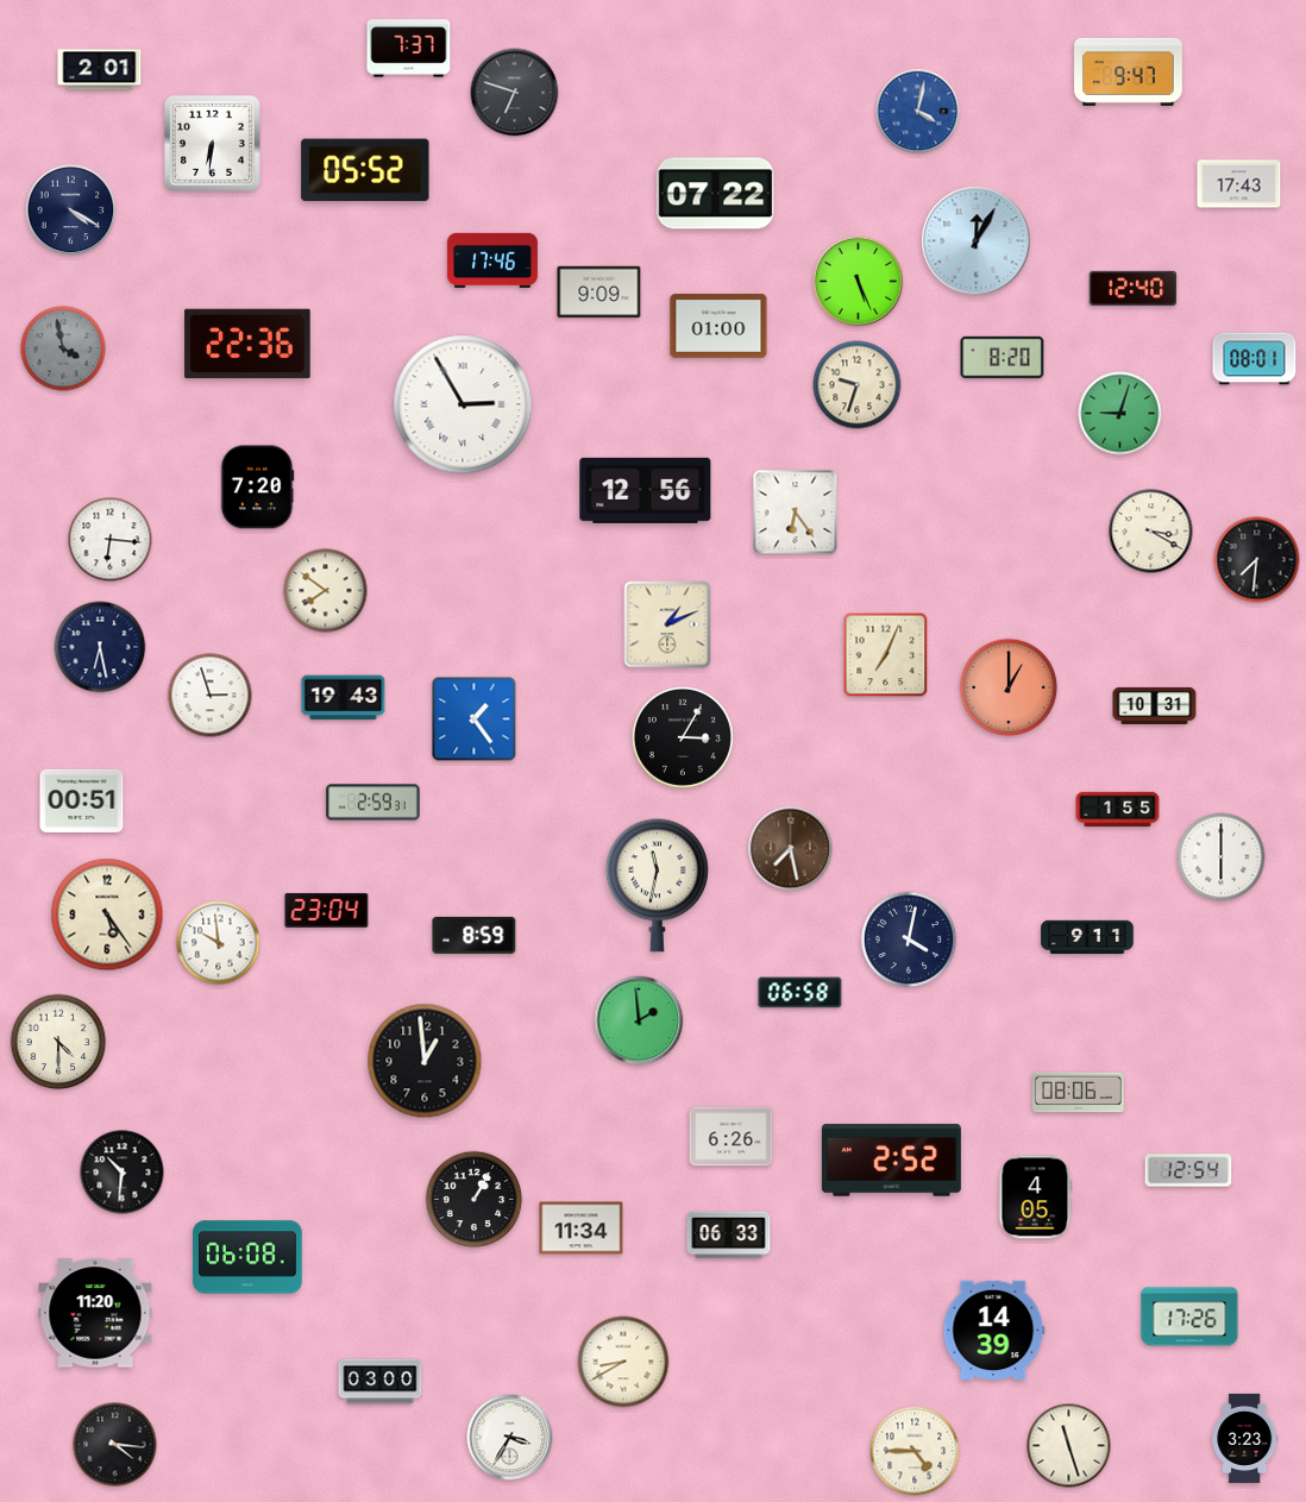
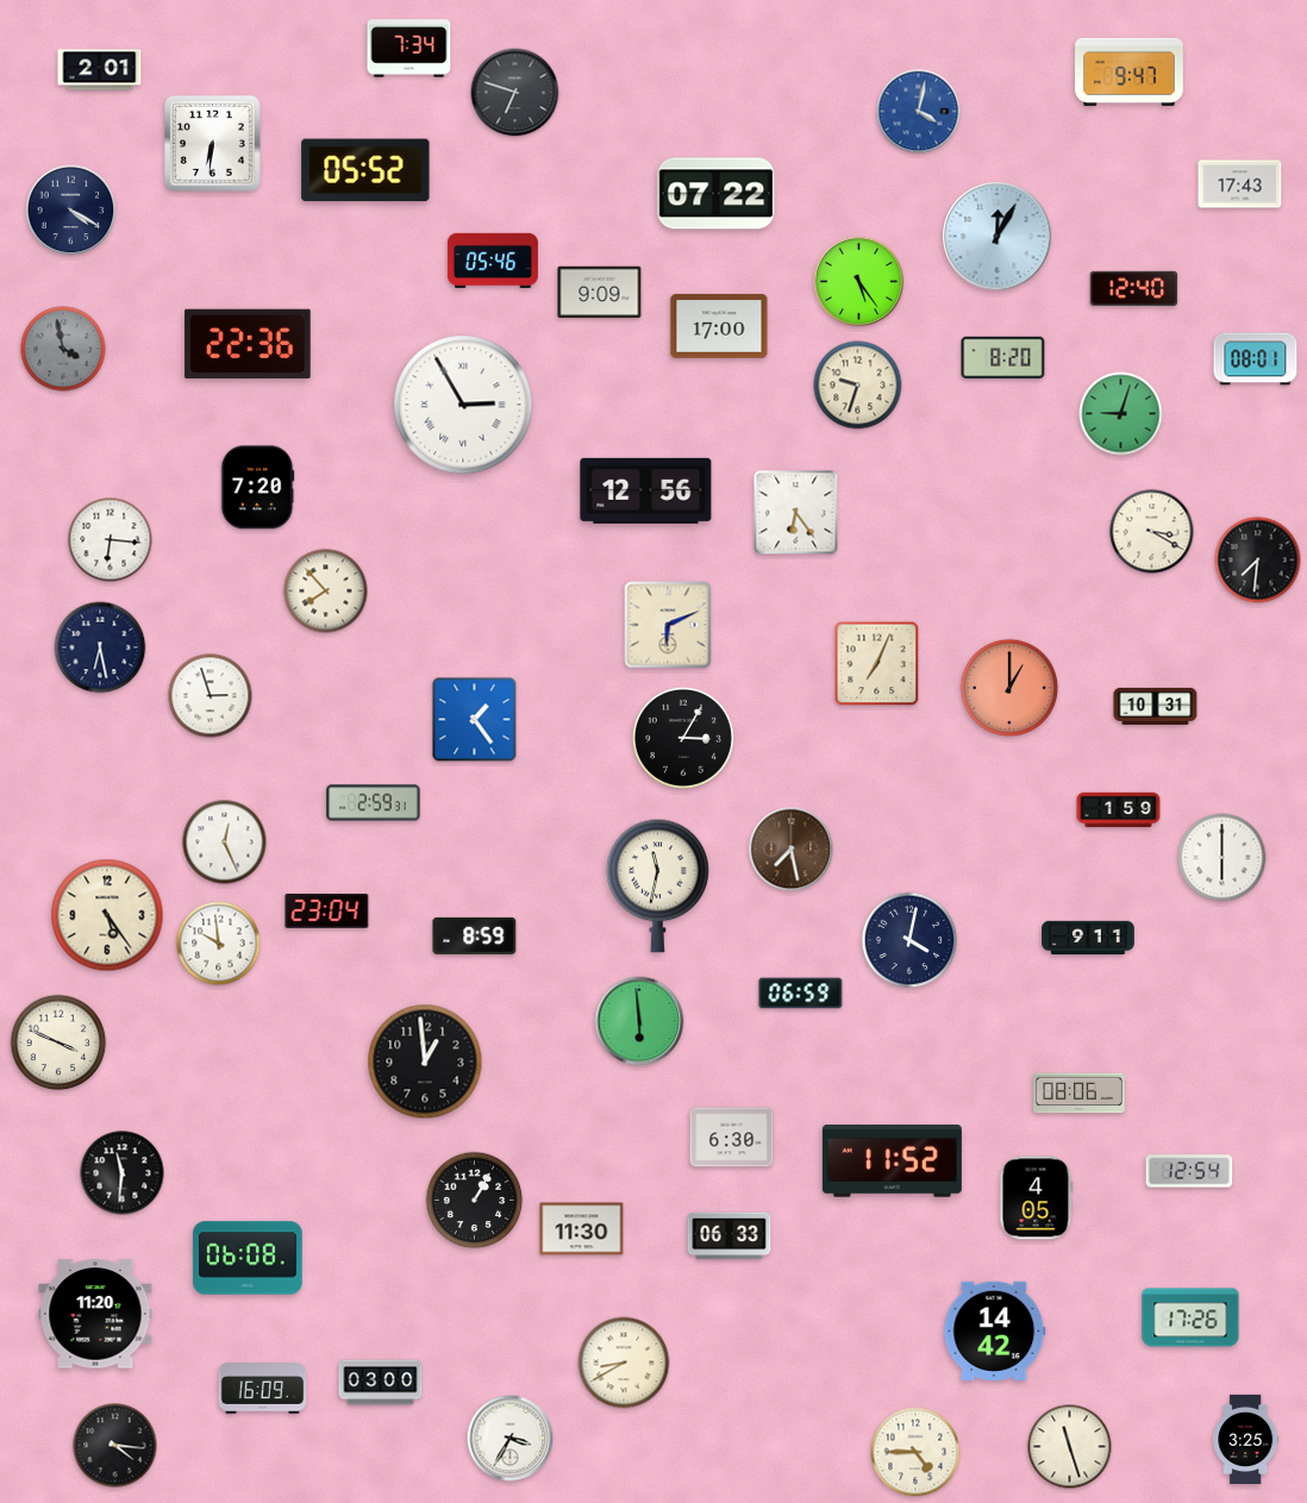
clock at (409, 49): 7:37 -> 7:34
clock at (977, 241) position: (977, 241) -> (998, 237)
clock at (492, 259): 17:46 -> 05:46
clock at (859, 282): 5:26 -> 5:24
clock at (718, 326): 01:00 -> 17:00
clock at (326, 591): 7:51 -> 7:53
clock at (667, 624): 1:11 -> 6:11
clock at (886, 655) position: (886, 655) -> (877, 664)
clock at (344, 698): 19:43 -> none
clock at (82, 800): 00:51 -> none
clock at (1118, 810): 1:55 -> 1:59
clock at (225, 843): none -> 12:26
clock at (800, 993): 06:58 -> 06:59
clock at (639, 1020): 1:59 -> 5:59
clock at (58, 1042): 4:30 -> 3:49
clock at (732, 1137): 6:26 -> 6:30
clock at (891, 1161): 2:52 -> 11:52
clock at (123, 1173): 10:31 -> 11:31
clock at (582, 1228): 11:34 -> 11:30
clock at (994, 1330): 14:39 -> 14:42
clock at (263, 1389): none -> 16:09
clock at (1245, 1438): 3:23 -> 3:25
